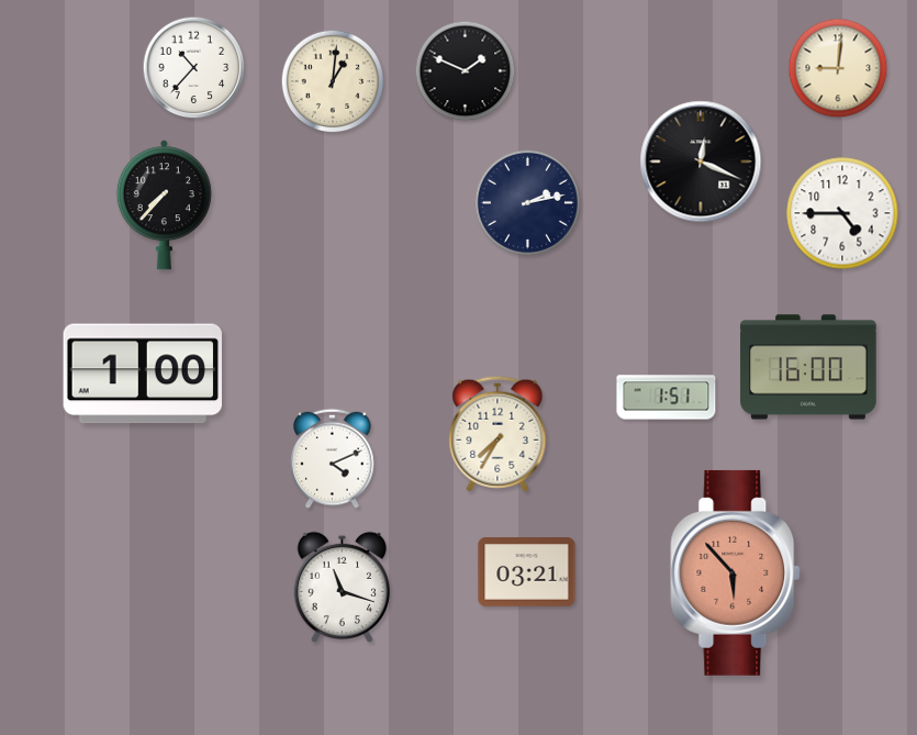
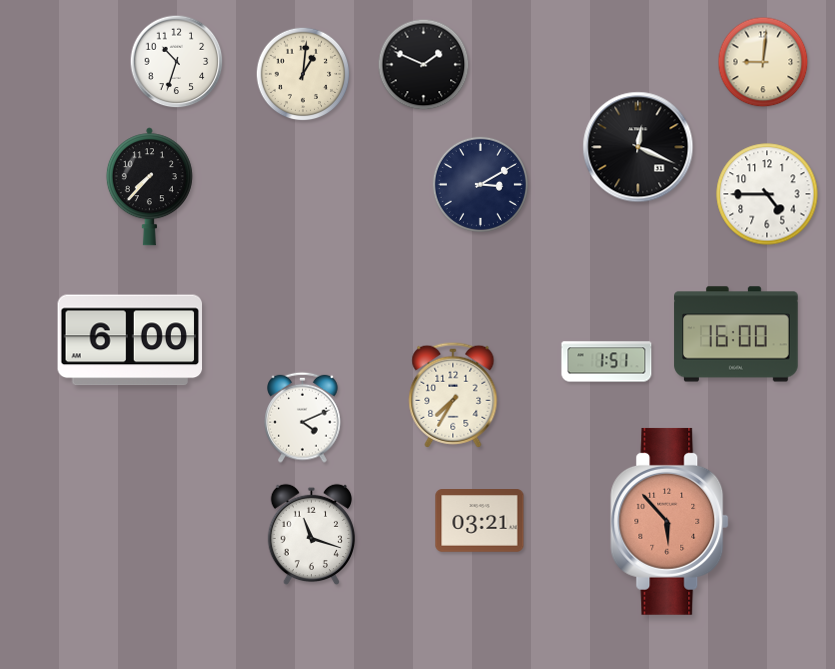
clock at (194, 68): 10:37 -> 10:33
clock at (527, 202): 2:13 -> 3:10
clock at (142, 374): 1:00 -> 6:00
